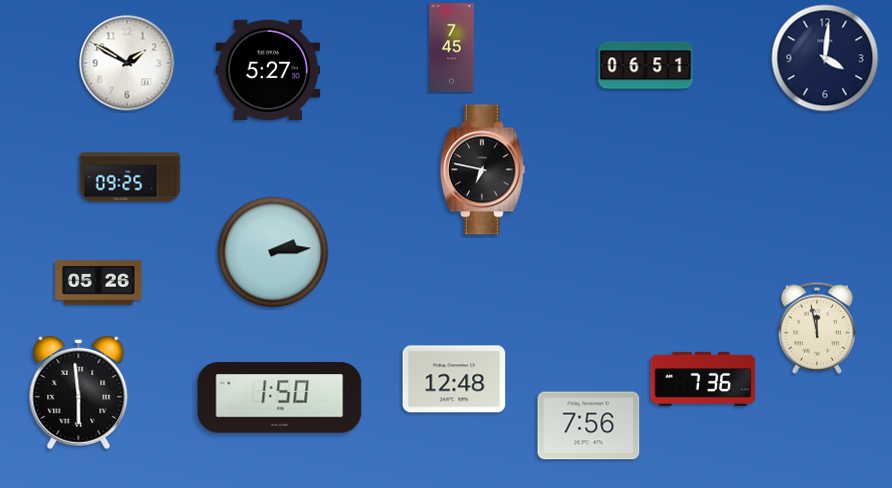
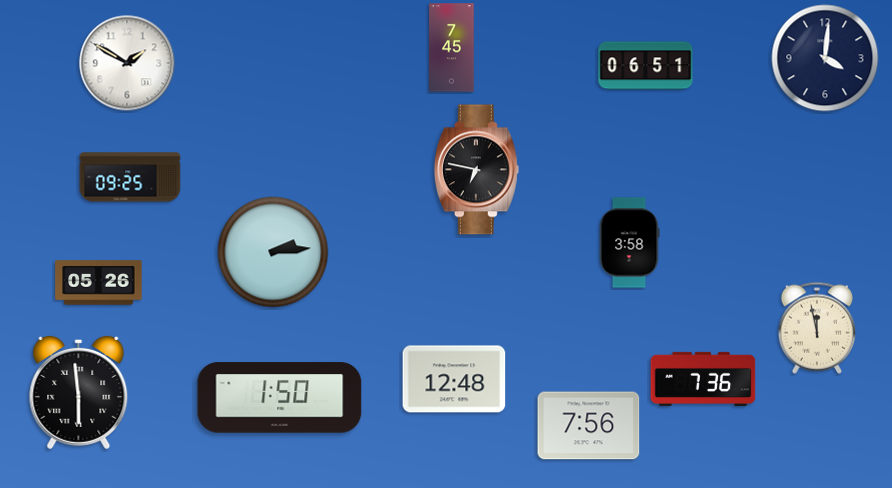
clock at (268, 69): 5:27 -> none
clock at (482, 170) position: (482, 170) -> (476, 170)
clock at (629, 243): none -> 3:58
